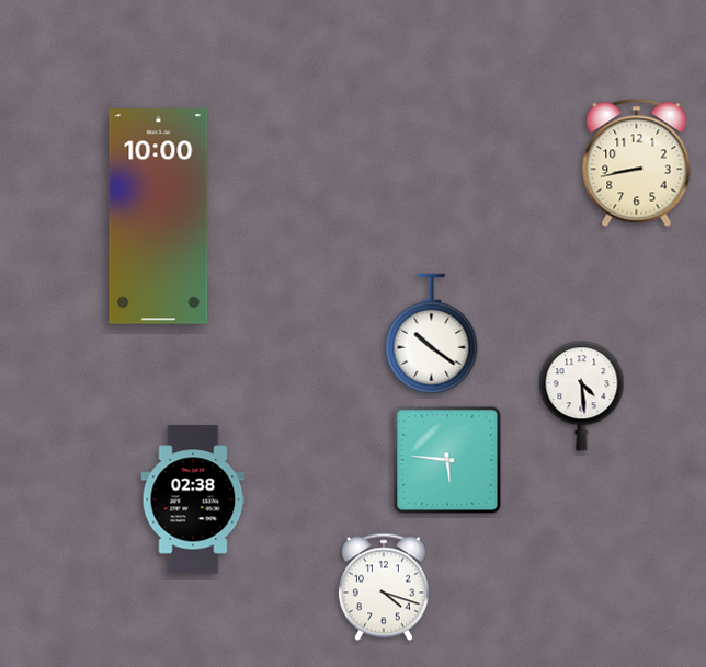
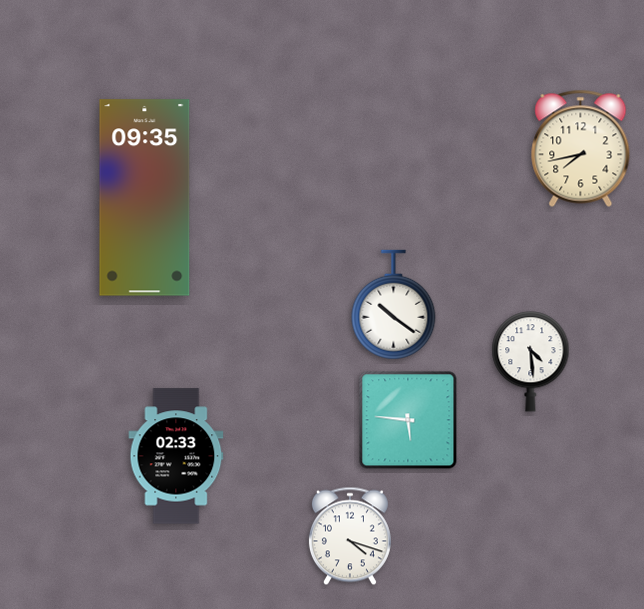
clock at (637, 162): 8:43 -> 7:43
clock at (159, 217): 10:00 -> 09:35
clock at (193, 499): 02:38 -> 02:33
